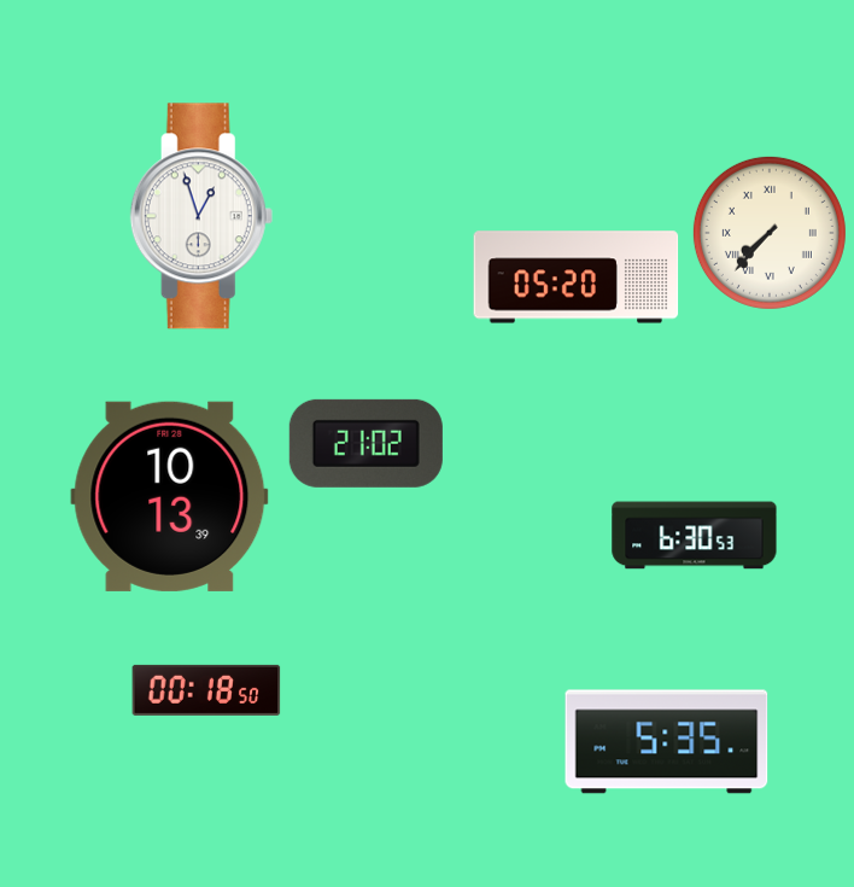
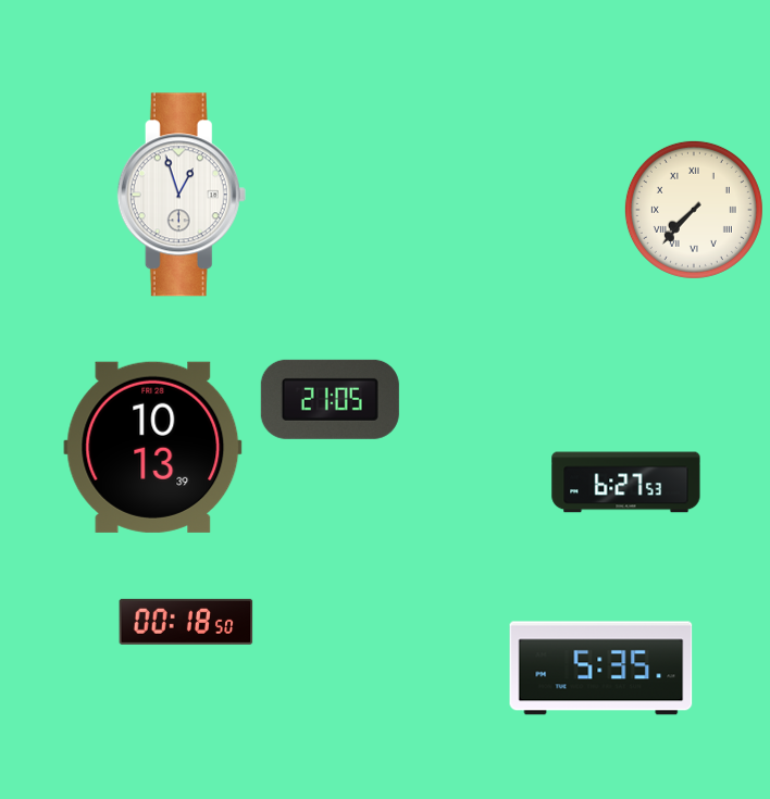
clock at (577, 278): 05:20 -> none
clock at (365, 443): 21:02 -> 21:05
clock at (695, 536): 6:30 -> 6:27
